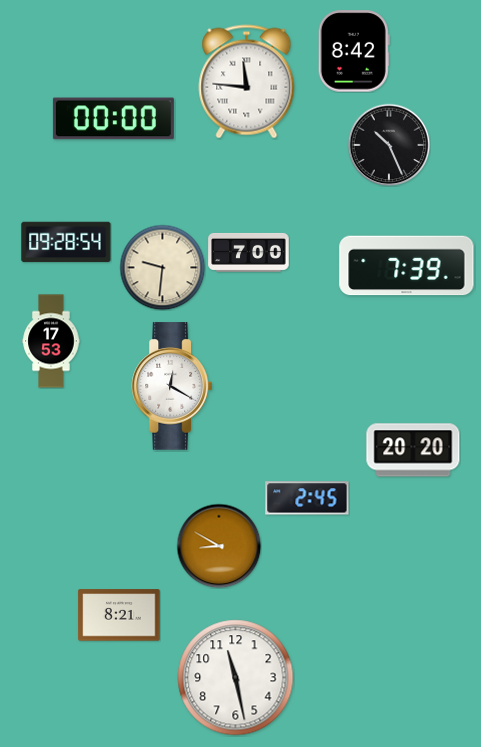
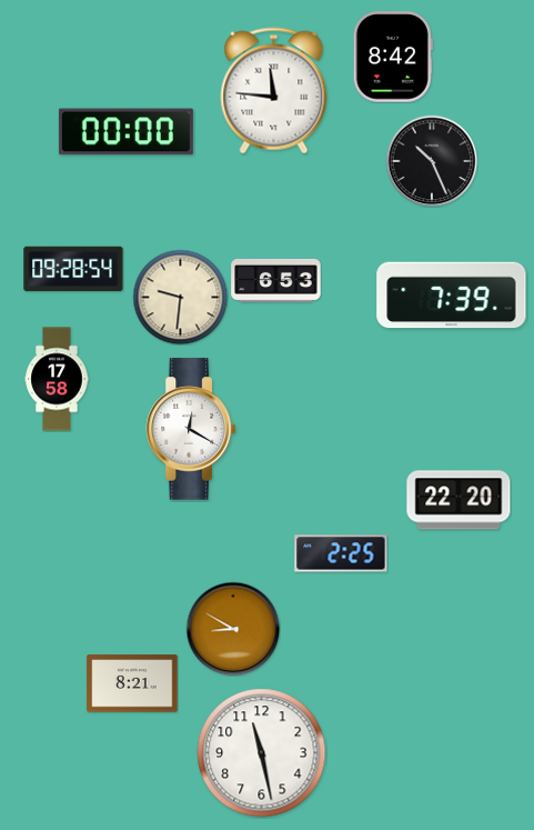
clock at (249, 252): 7:00 -> 6:53
clock at (51, 341): 17:53 -> 17:58
clock at (413, 450): 20:20 -> 22:20
clock at (307, 498): 2:45 -> 2:25
clock at (219, 546) position: (219, 546) -> (233, 629)
